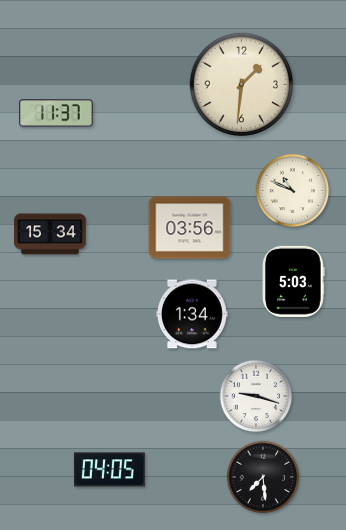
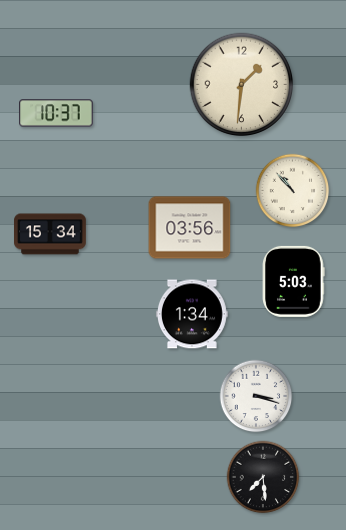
clock at (56, 113): 11:37 -> 10:37
clock at (293, 191): 10:49 -> 10:53
clock at (256, 396): 9:18 -> 3:18
clock at (109, 470): 04:05 -> none
